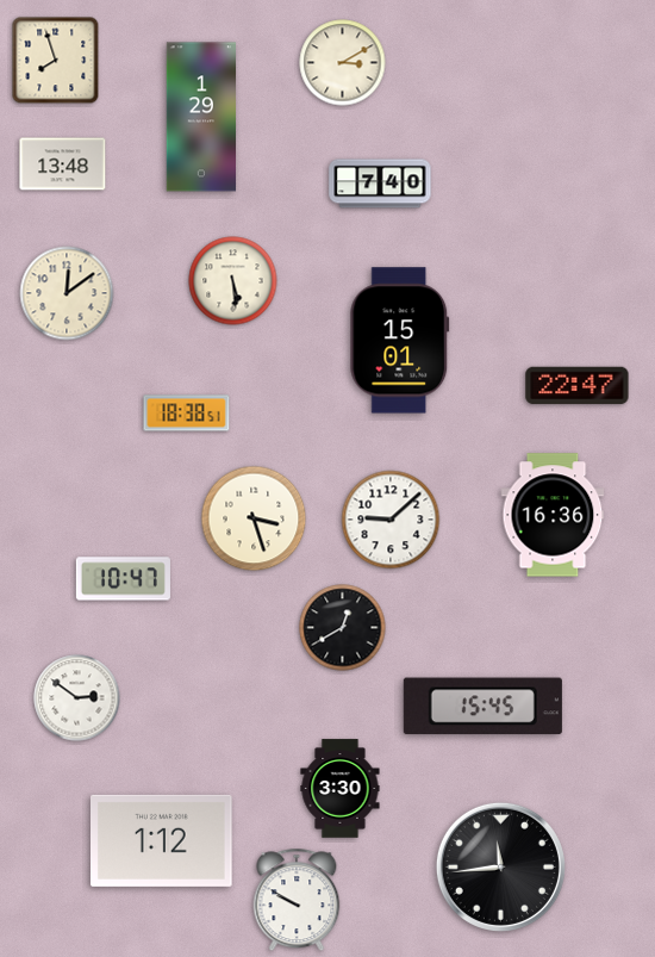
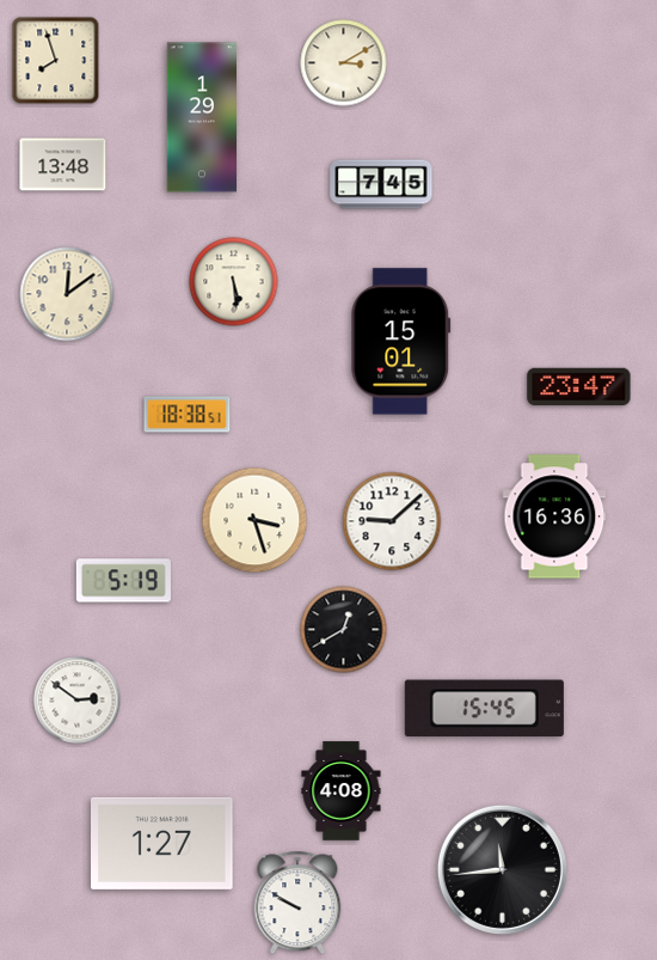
clock at (380, 184): 7:40 -> 7:45
clock at (578, 386): 22:47 -> 23:47
clock at (123, 579): 10:47 -> 5:19
clock at (341, 789): 3:30 -> 4:08
clock at (162, 840): 1:12 -> 1:27
